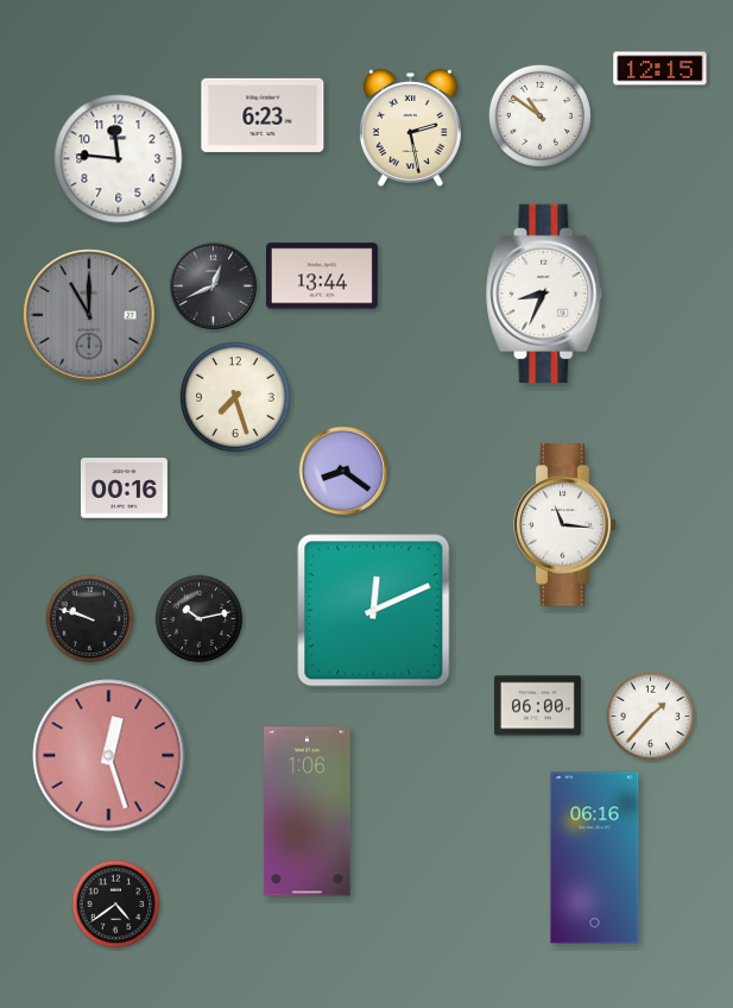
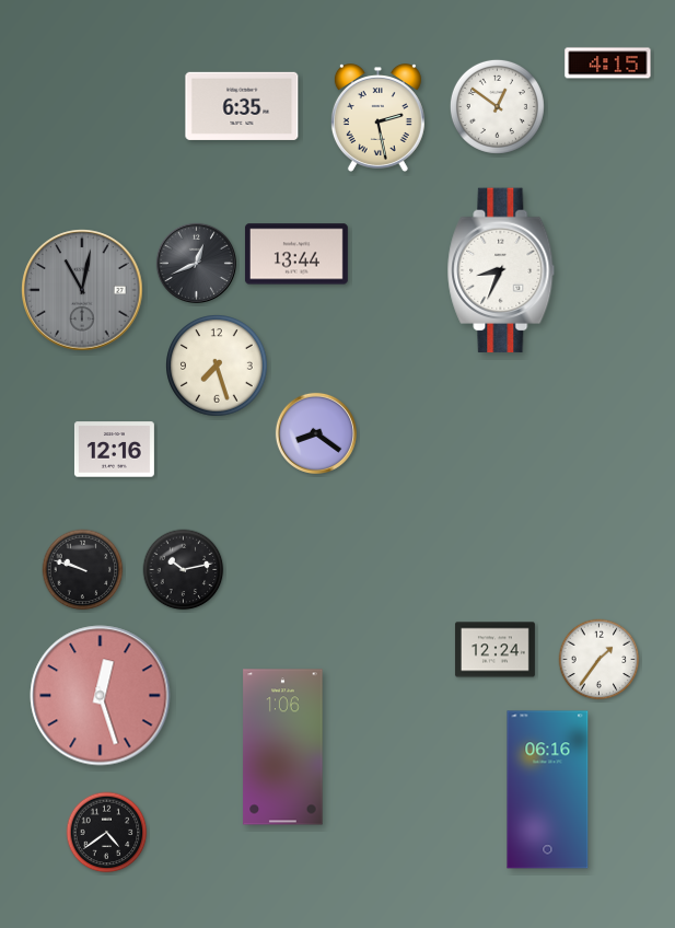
clock at (661, 69): 12:15 -> 4:15
clock at (263, 115): 6:23 -> 6:35
clock at (539, 115): 10:51 -> 12:51
clock at (119, 159): 11:46 -> none
clock at (89, 315): 11:00 -> 11:02
clock at (124, 489): 00:16 -> 12:16
clock at (565, 525): 11:16 -> none
clock at (374, 611): 12:11 -> none
clock at (537, 706): 06:00 -> 12:24
clock at (651, 717): 1:37 -> 1:36
